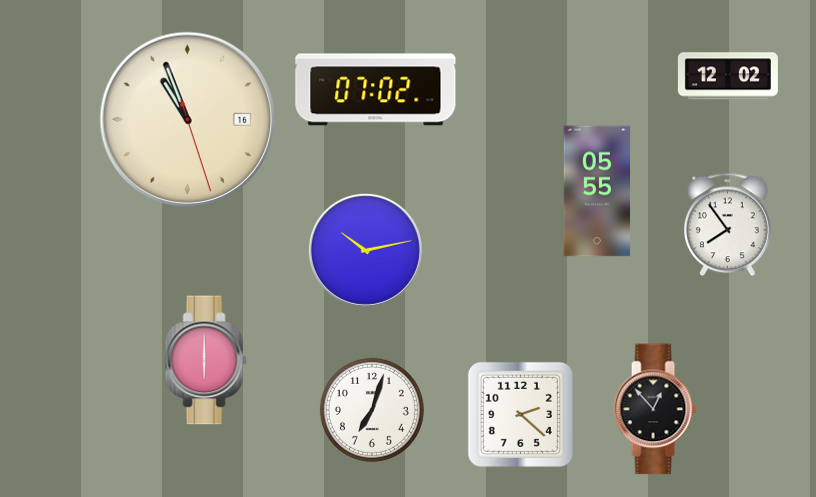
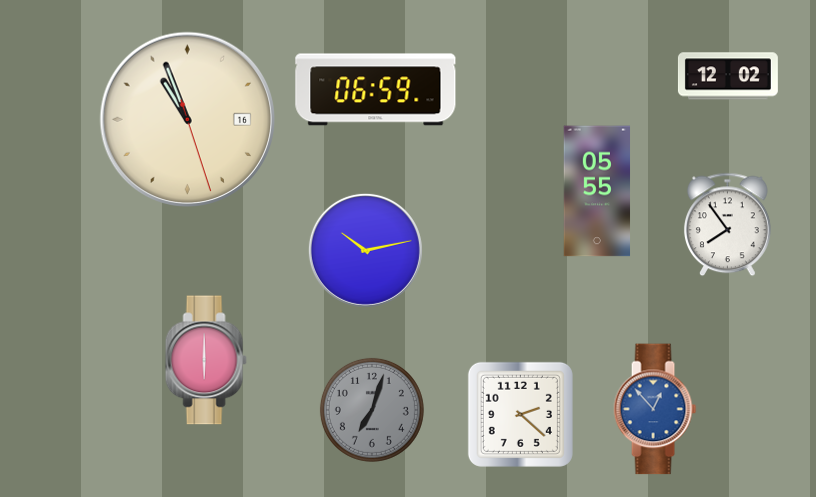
clock at (376, 90): 07:02 -> 06:59
clock at (655, 409) dial: black -> blue
clock at (372, 410) dial: white -> grey
